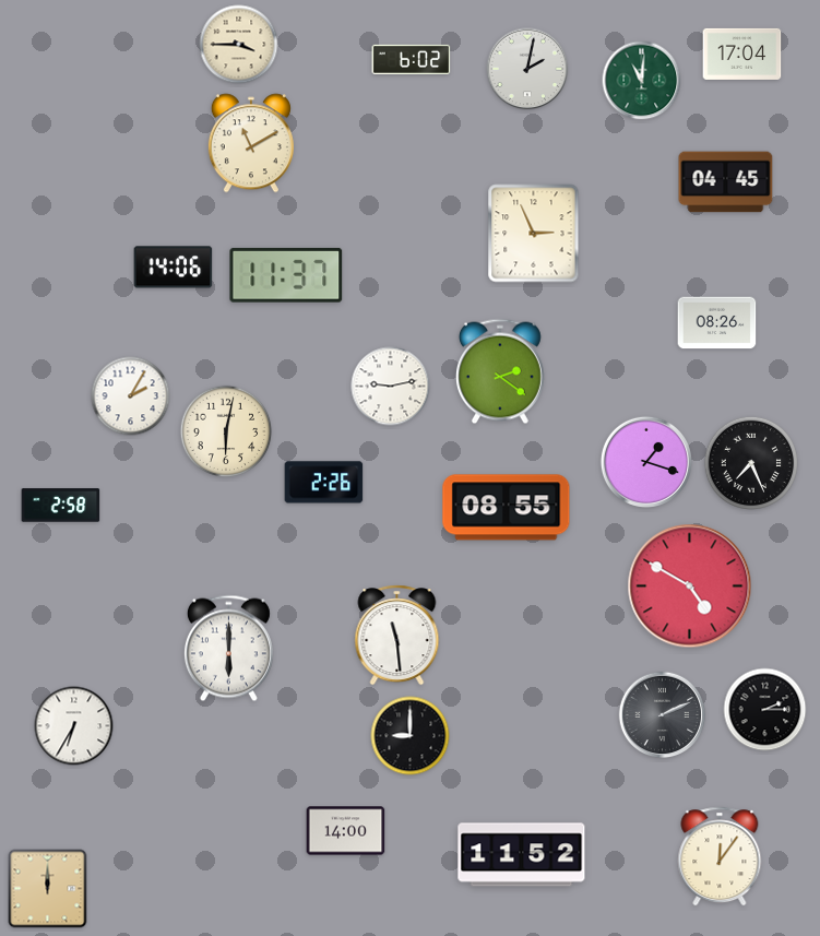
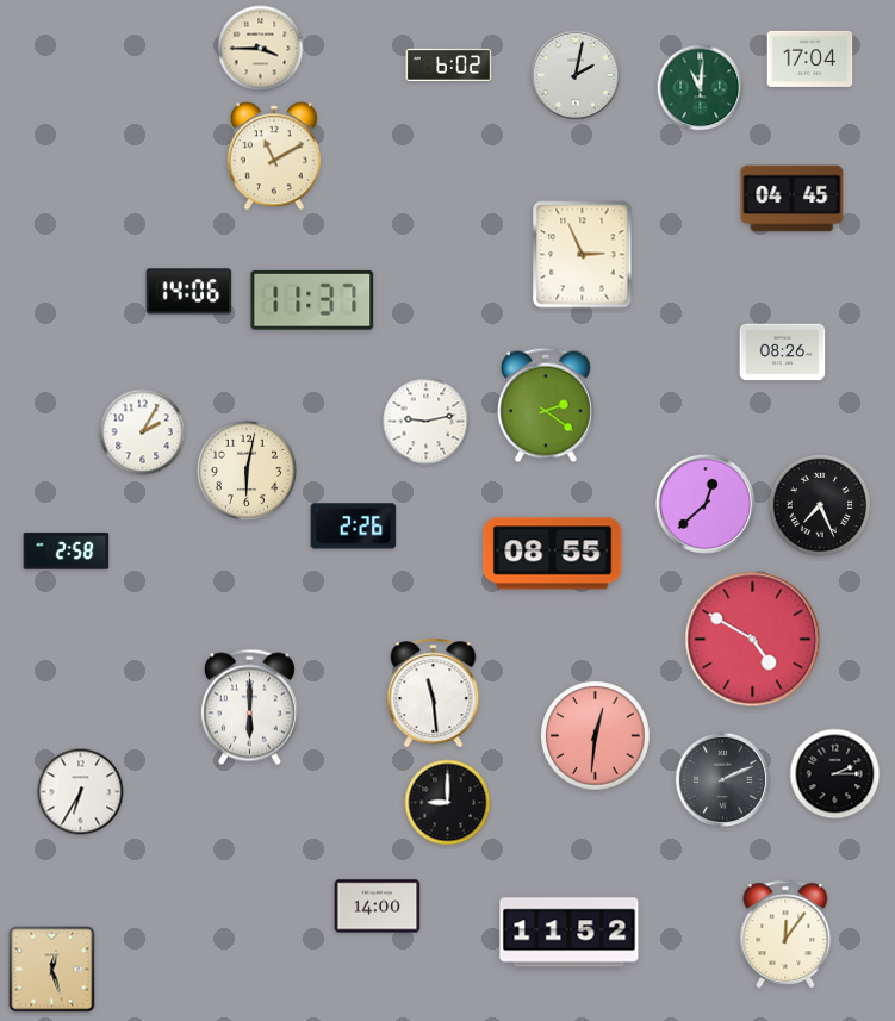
clock at (646, 462): 1:18 -> 12:38
clock at (596, 736): none -> 12:31
clock at (48, 889): 12:00 -> 12:27
